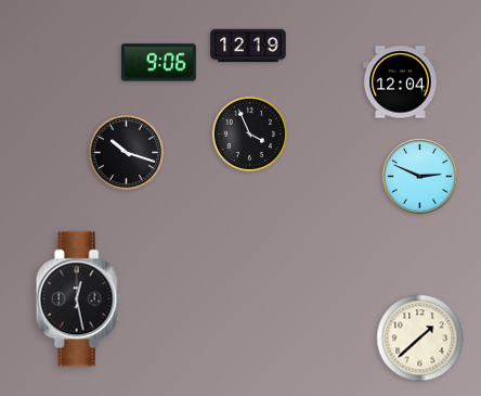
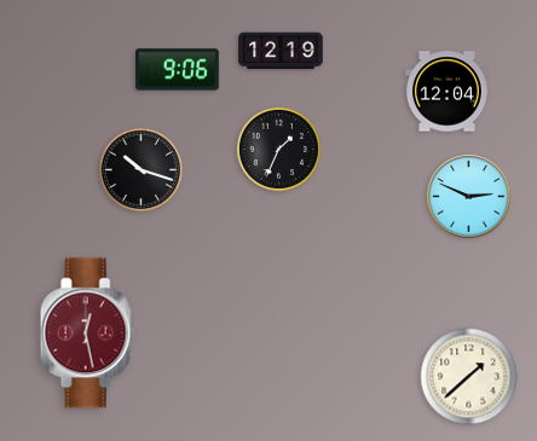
clock at (248, 46) position: (248, 46) -> (281, 51)
clock at (249, 133): 3:56 -> 1:34
clock at (78, 299) dial: black -> burgundy
